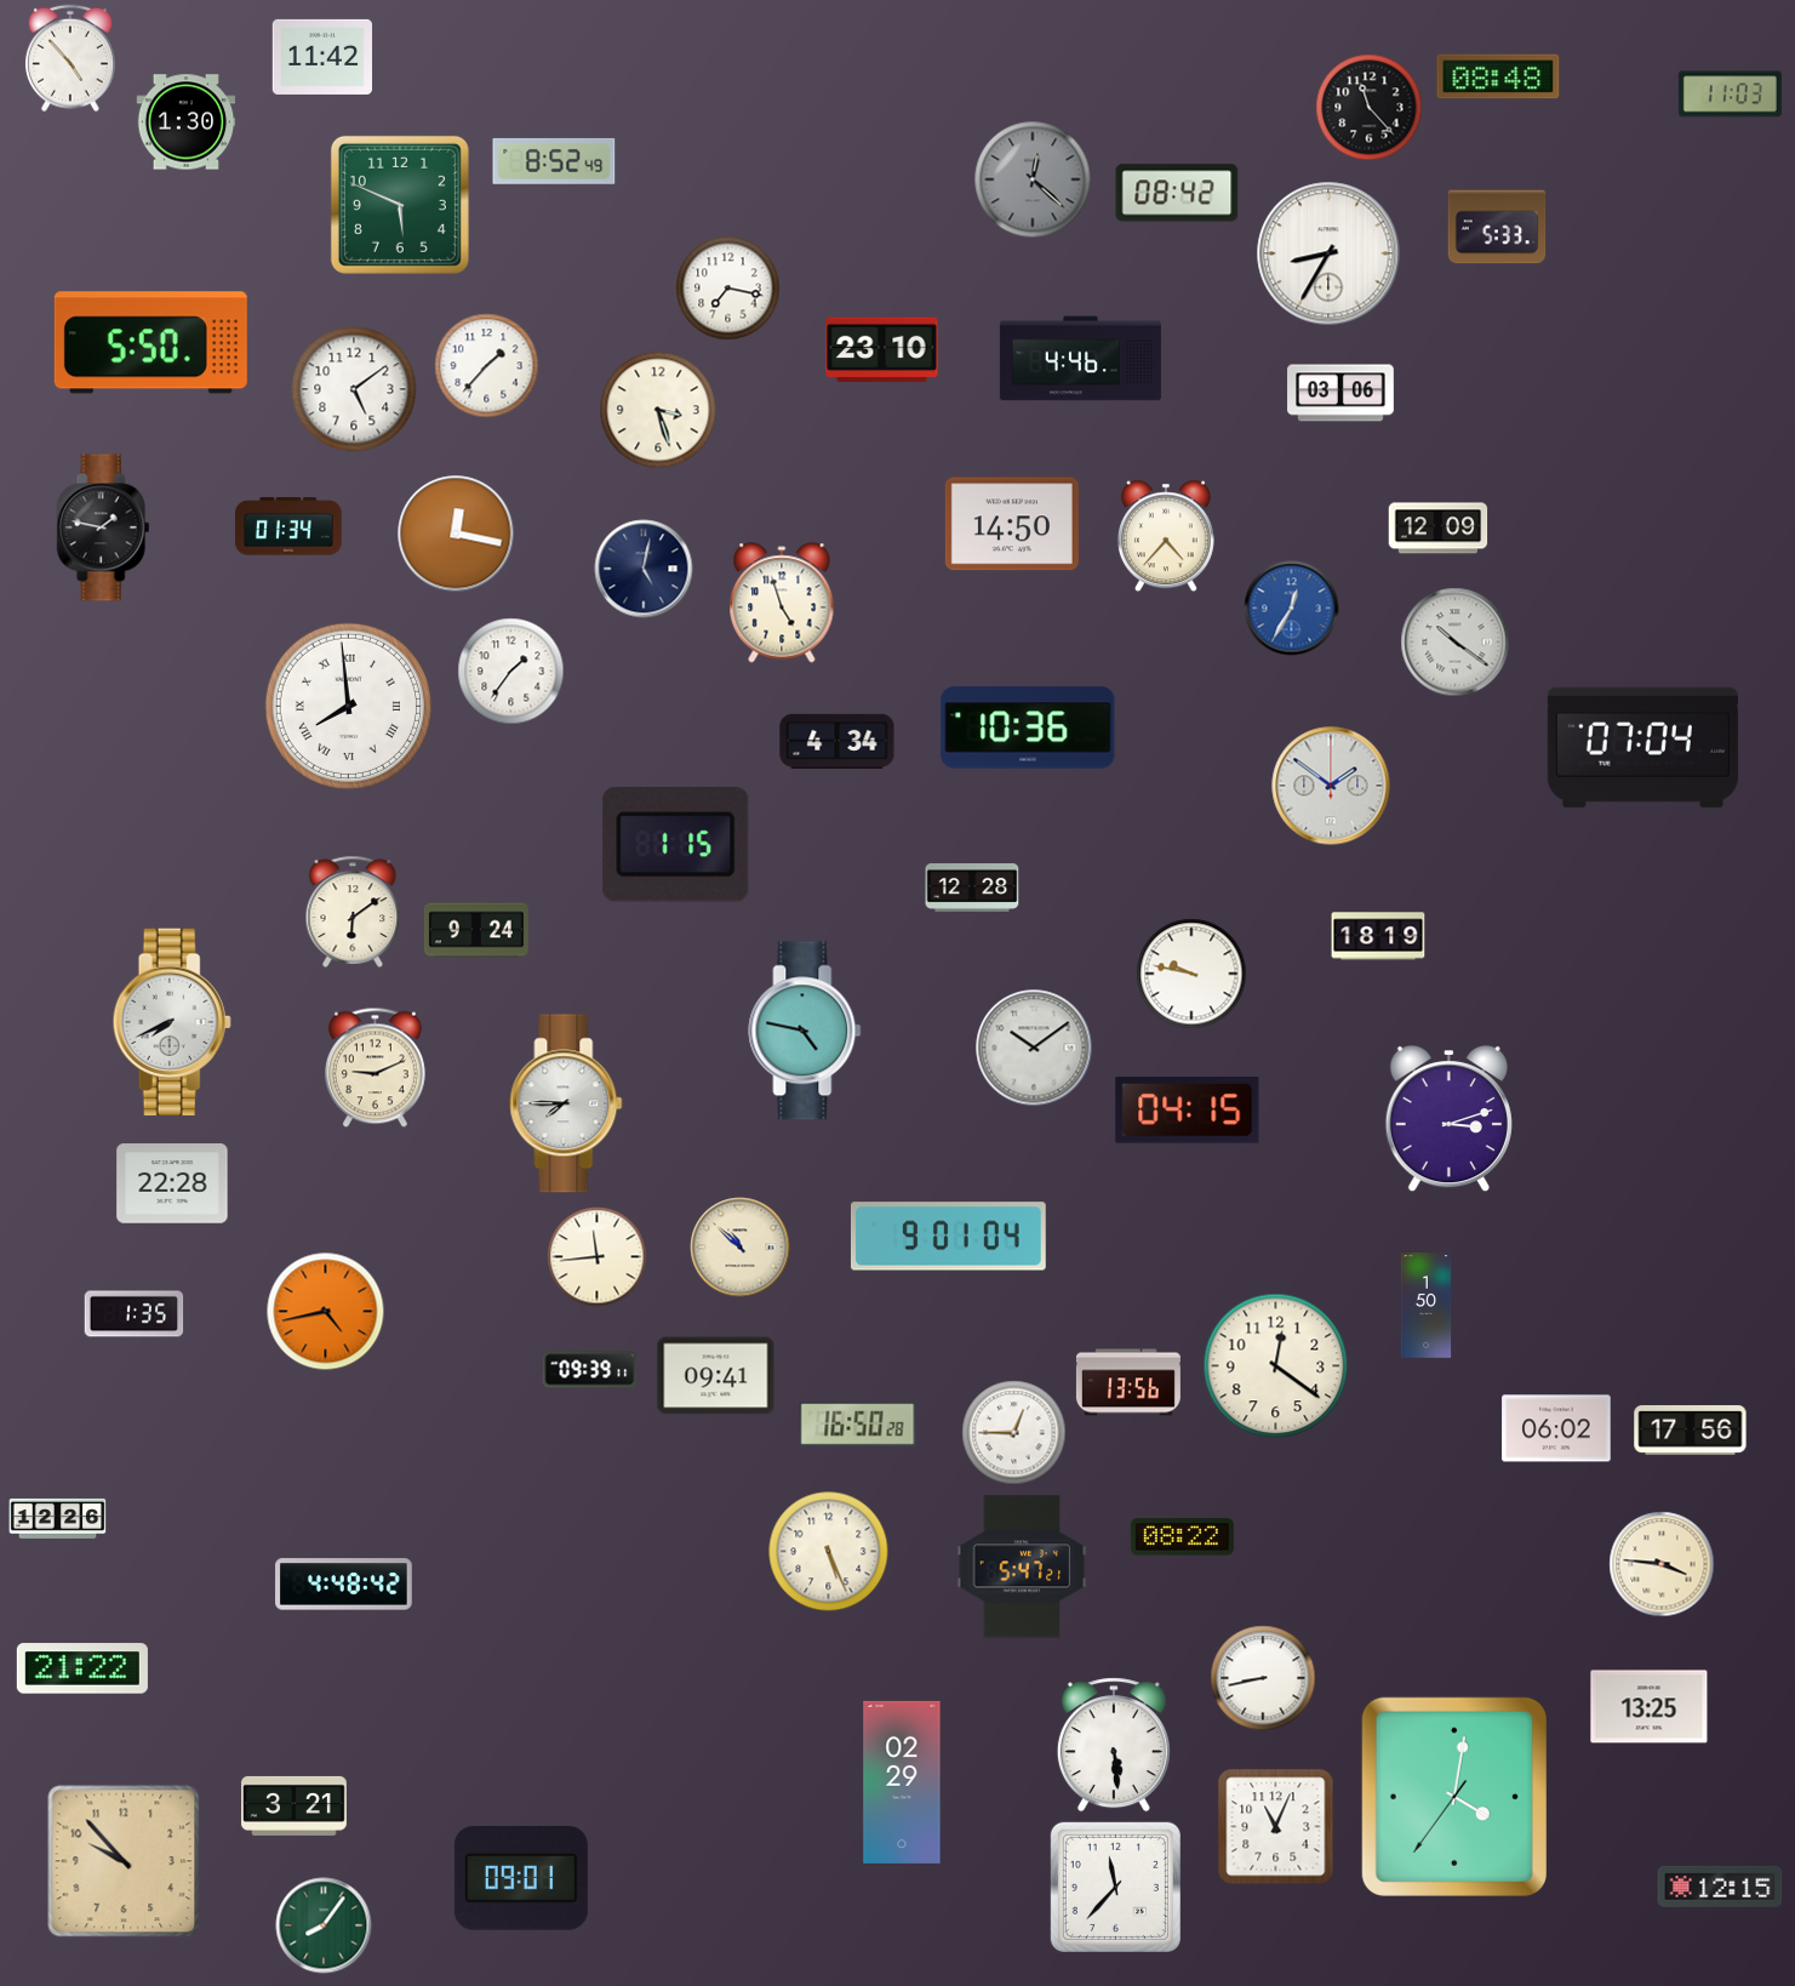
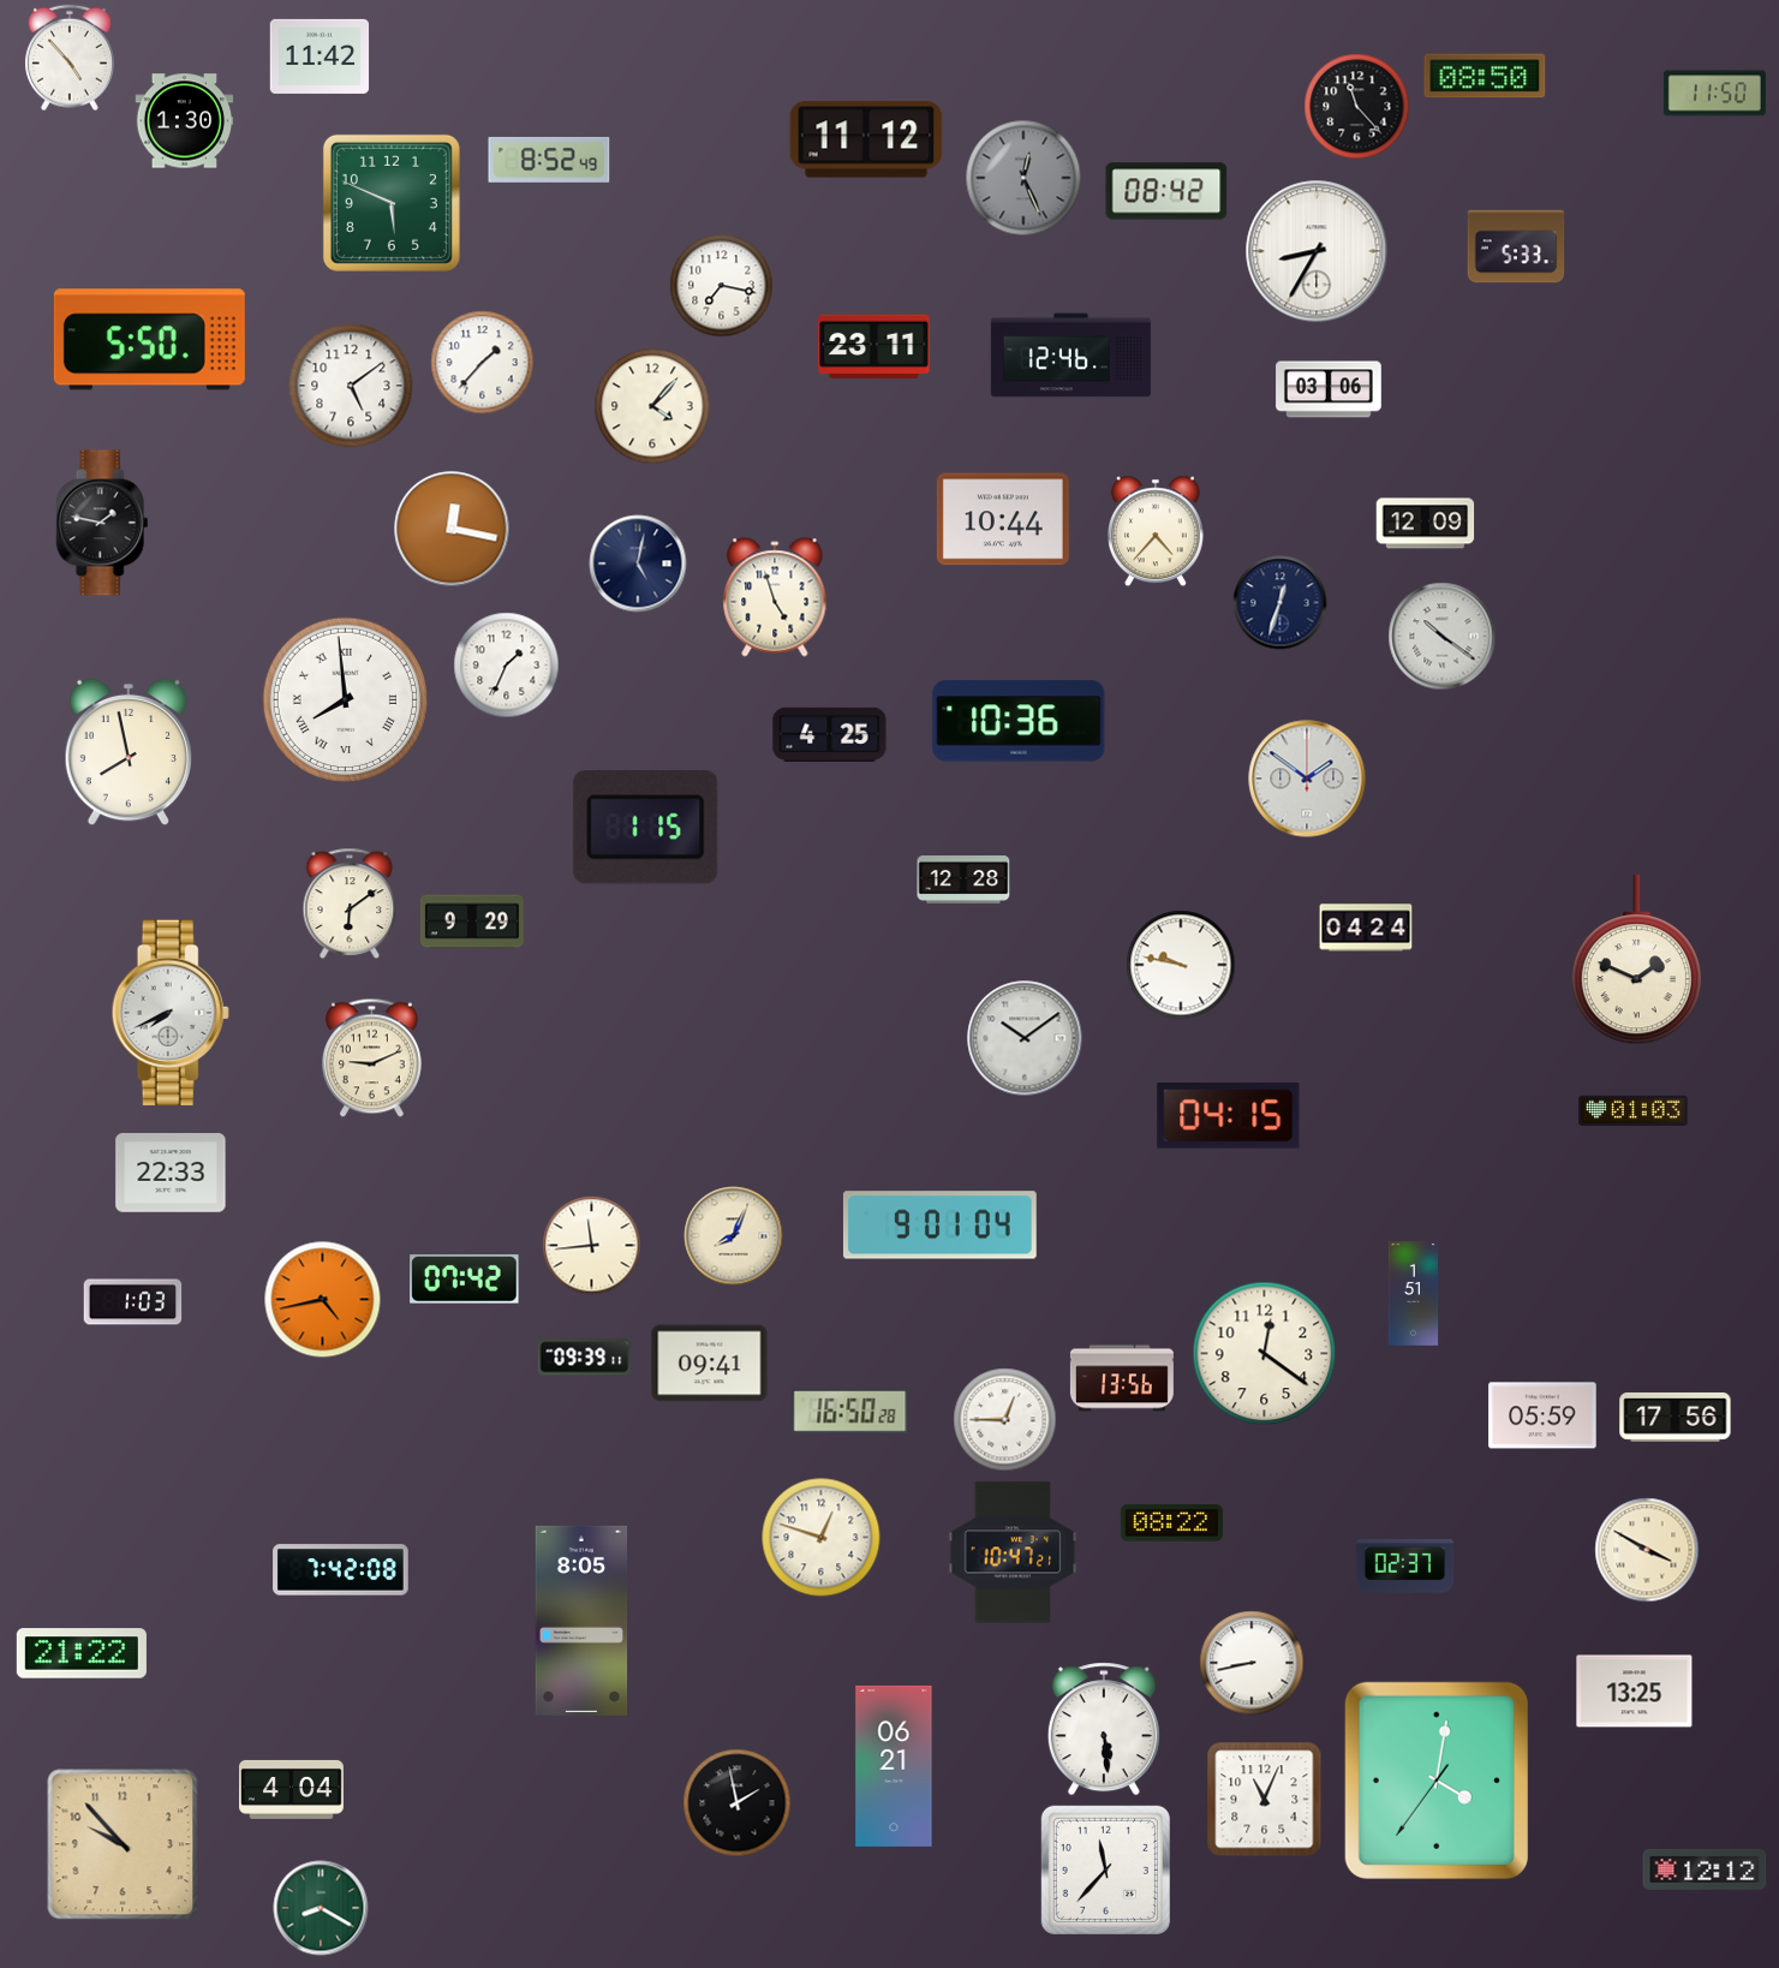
clock at (1498, 76): 08:48 -> 08:50
clock at (1730, 95): 11:03 -> 11:50
clock at (866, 139): none -> 11:12
clock at (1033, 179): 12:22 -> 12:26
clock at (400, 205) position: (400, 205) -> (392, 203)
clock at (1497, 227) position: (1497, 227) -> (1516, 246)
clock at (882, 350): 23:10 -> 23:11
clock at (1080, 359): 4:46 -> 12:46
clock at (658, 410): 3:27 -> 4:07
clock at (1012, 524): 14:50 -> 10:44
clock at (288, 526): 01:34 -> none
clock at (1292, 609): 12:35 -> 12:33
clock at (1292, 609) dial: blue -> navy
clock at (511, 672): 1:36 -> 1:34
clock at (838, 741): 4:34 -> 4:25
clock at (1642, 747): 07:04 -> none
clock at (129, 752): none -> 7:58
clock at (1331, 786) position: (1331, 786) -> (1307, 779)
clock at (676, 845) position: (676, 845) -> (646, 828)
clock at (476, 930): 9:24 -> 9:29
clock at (1378, 936): 18:19 -> 04:24
clock at (1636, 960): none -> 1:49
clock at (805, 1031): 4:47 -> none
clock at (566, 1103): 7:45 -> none
clock at (1188, 1111) position: (1188, 1111) -> (1229, 1116)
clock at (1448, 1119): 3:12 -> none
clock at (1634, 1111): none -> 01:03
clock at (172, 1183): 22:28 -> 22:33
clock at (741, 1248): 10:52 -> 8:04
clock at (465, 1280): none -> 07:42
clock at (1427, 1306): 1:50 -> 1:51
clock at (135, 1314): 1:35 -> 1:03
clock at (1128, 1382) position: (1128, 1382) -> (1122, 1378)
clock at (1556, 1428): 06:02 -> 05:59
clock at (58, 1518): 12:26 -> none
clock at (829, 1552): 5:26 -> 12:48
clock at (1662, 1564): 3:46 -> 3:50
clock at (1022, 1566): 5:47 -> 10:47
clock at (1405, 1566): none -> 02:37
clock at (344, 1585): 4:48 -> 7:42
clock at (581, 1621): none -> 8:05
clock at (902, 1782): 02:29 -> 06:21
clock at (1454, 1797) position: (1454, 1797) -> (1437, 1781)
clock at (295, 1805): 3:21 -> 4:04
clock at (738, 1803): none -> 1:58
clock at (1276, 1827) position: (1276, 1827) -> (1265, 1800)
clock at (521, 1879): 09:01 -> none
clock at (1720, 1887): 12:15 -> 12:12
clock at (324, 1925): 8:06 -> 8:20
